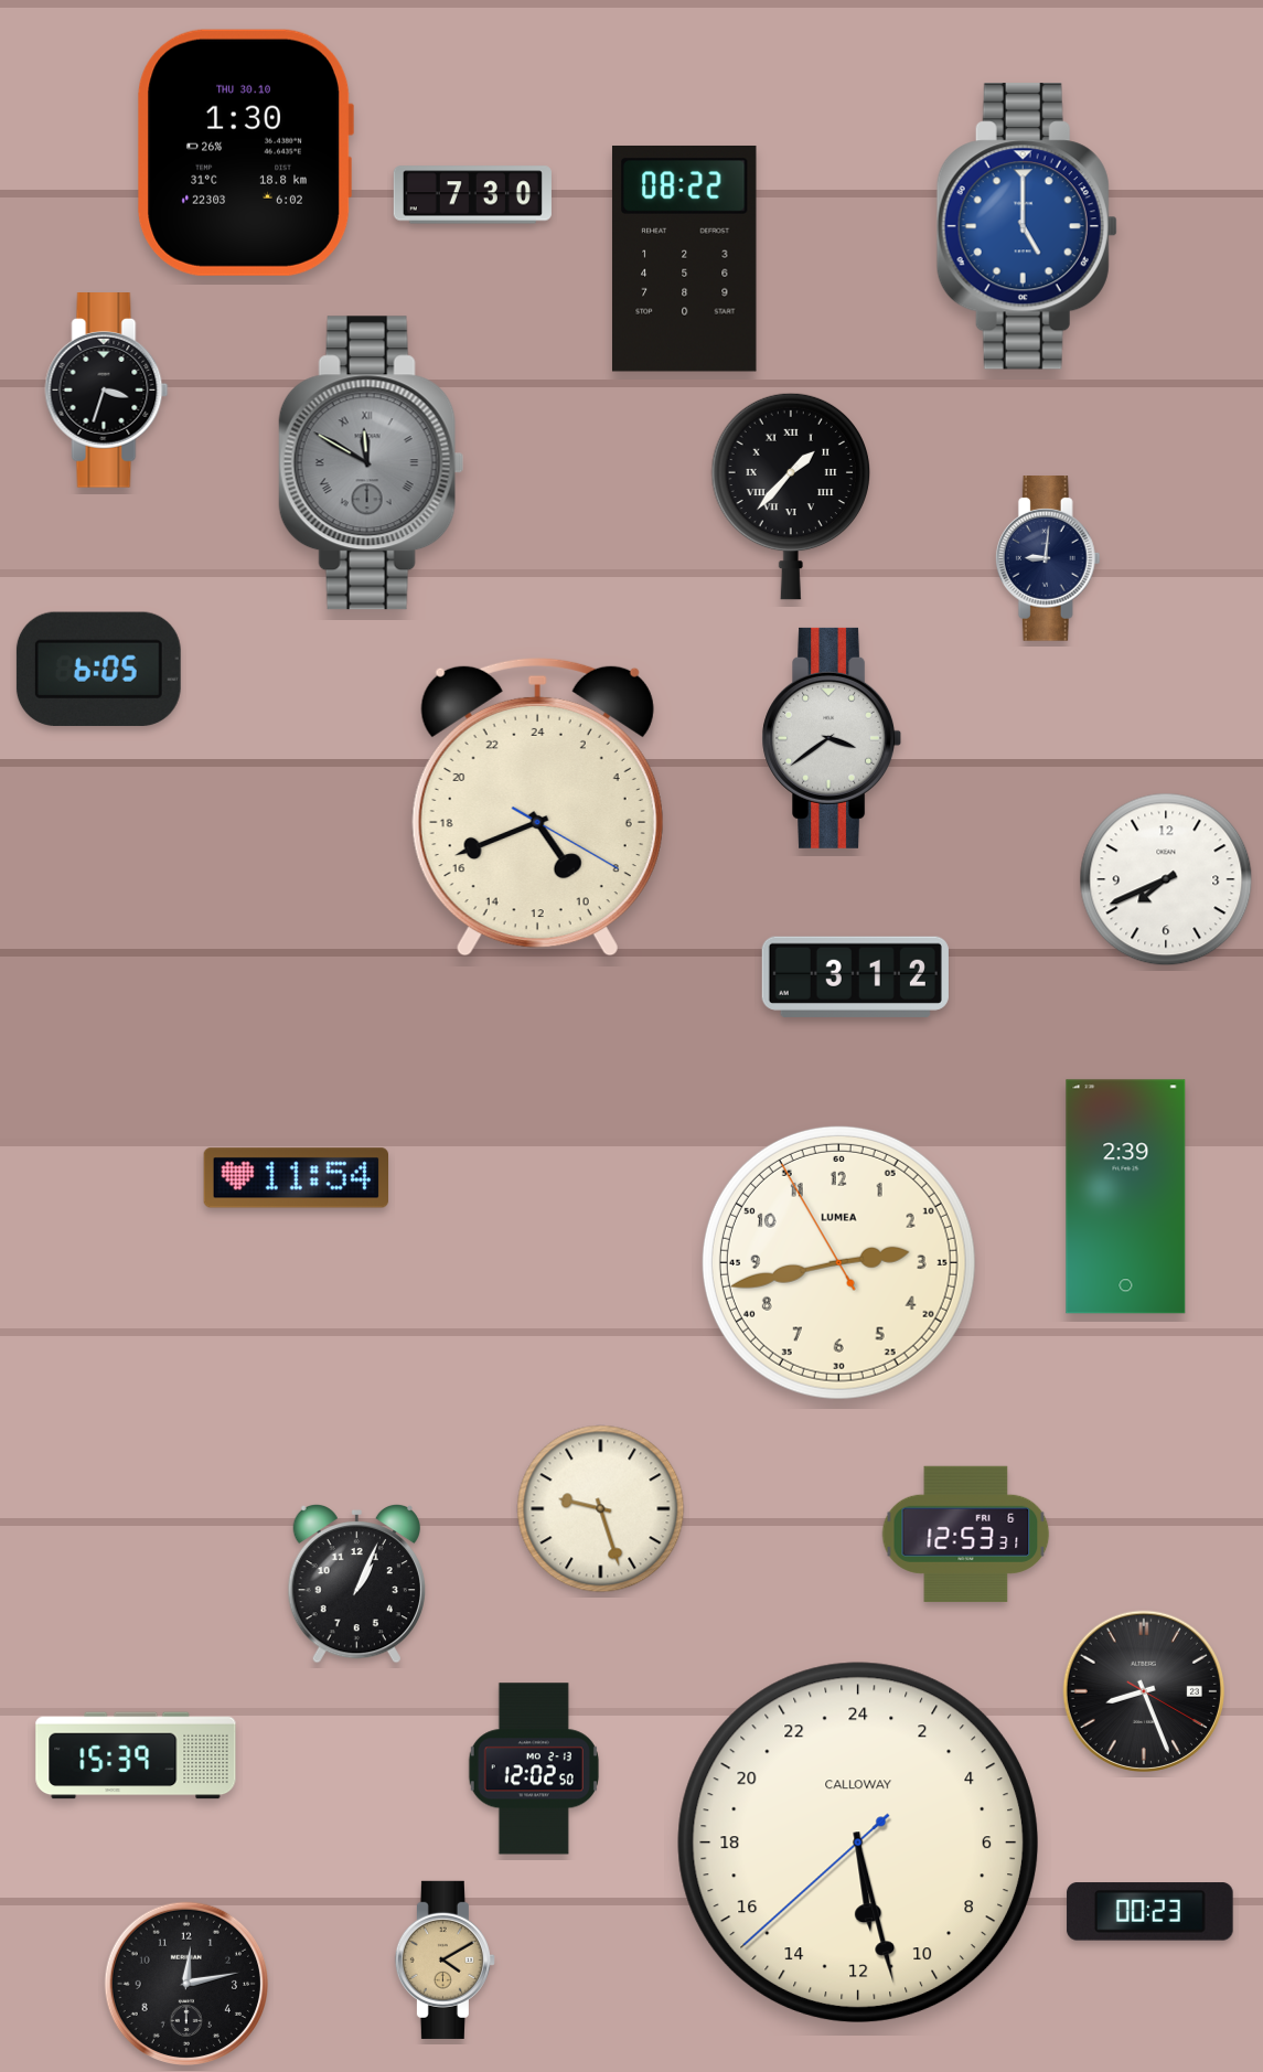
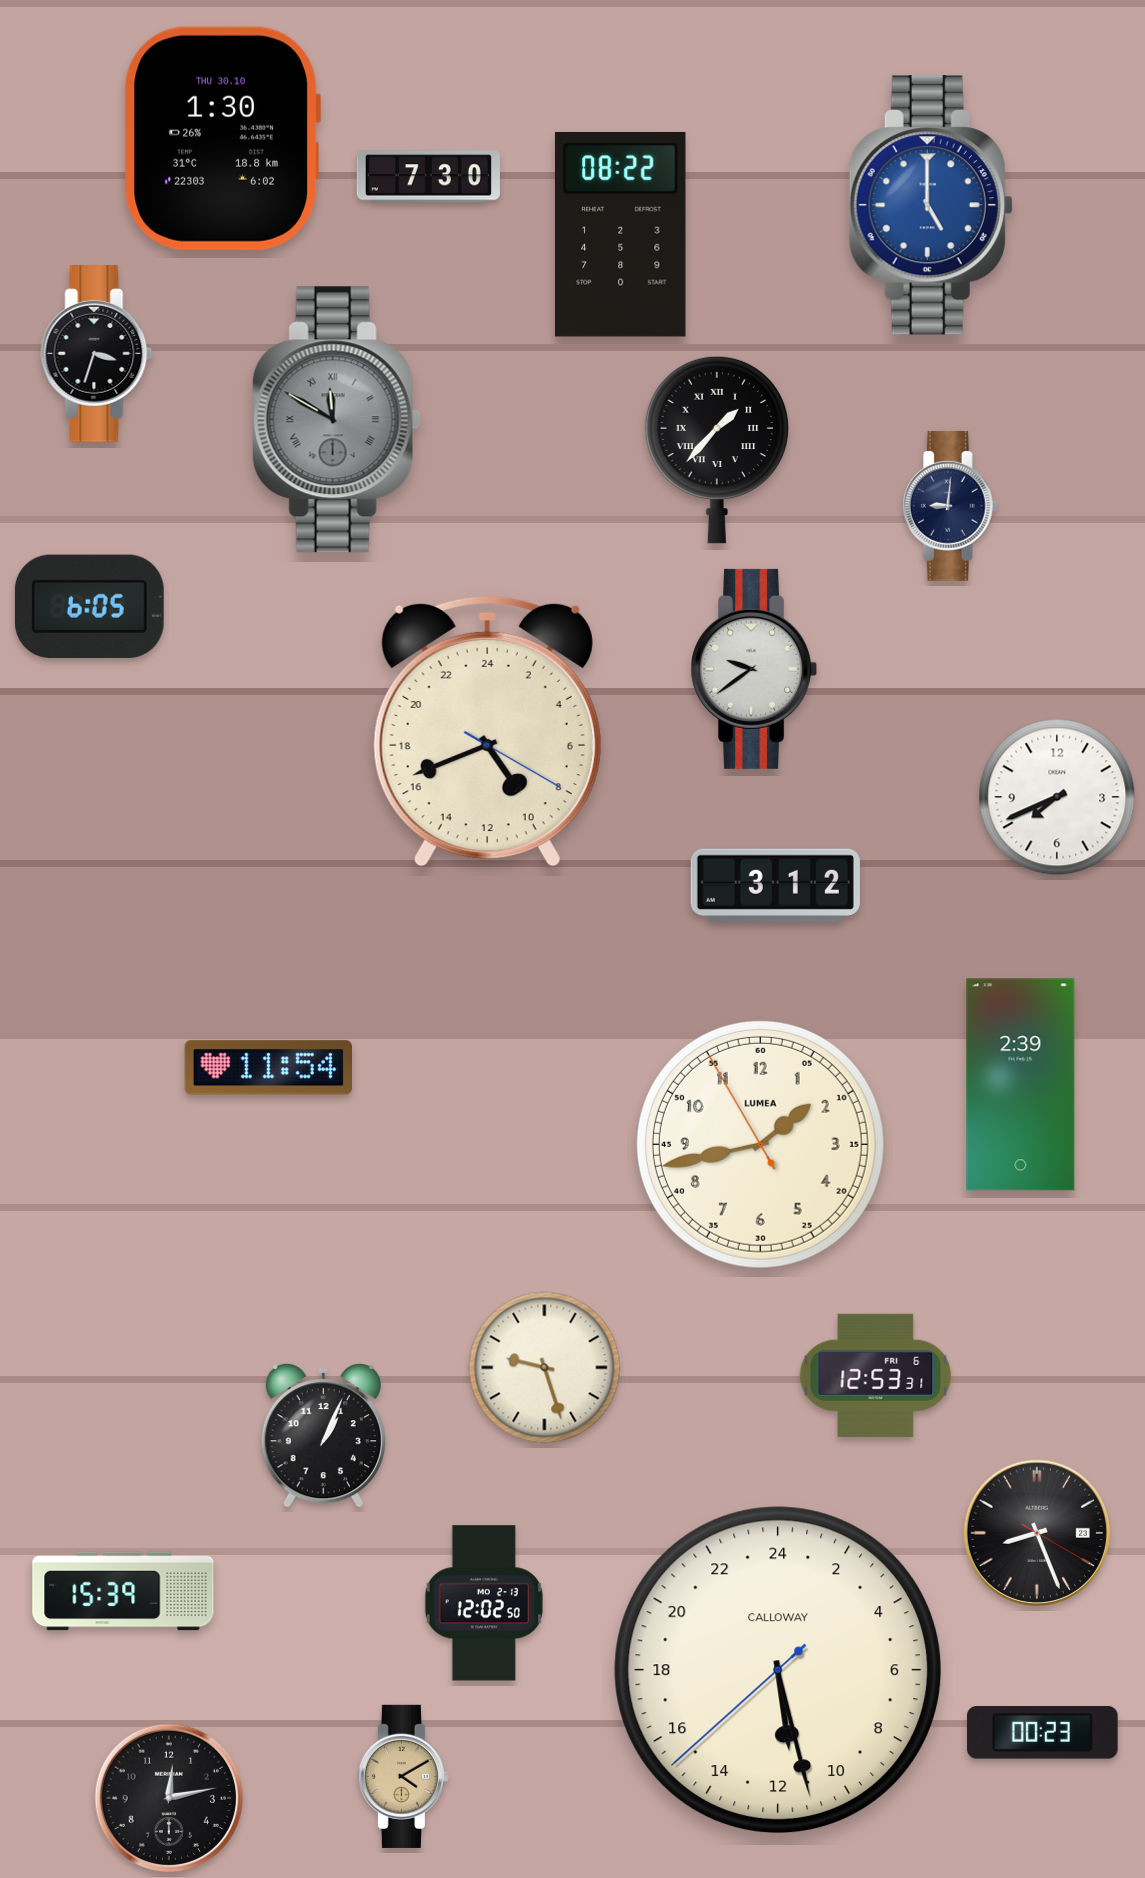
clock at (832, 738): 3:39 -> 9:39
clock at (838, 1262): 2:42 -> 1:42
clock at (966, 1534) position: (966, 1534) -> (876, 1375)
